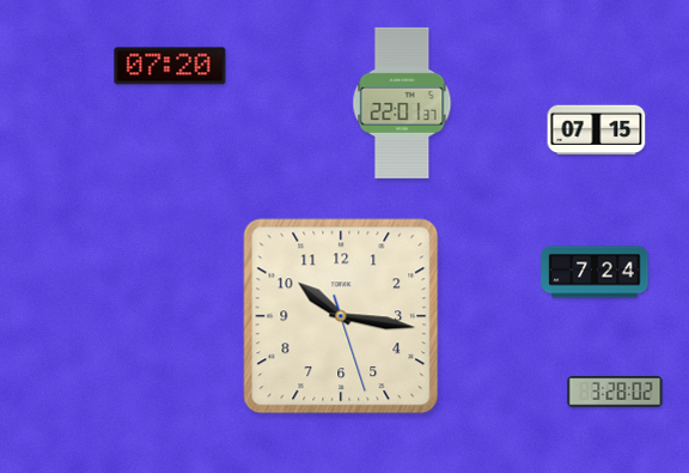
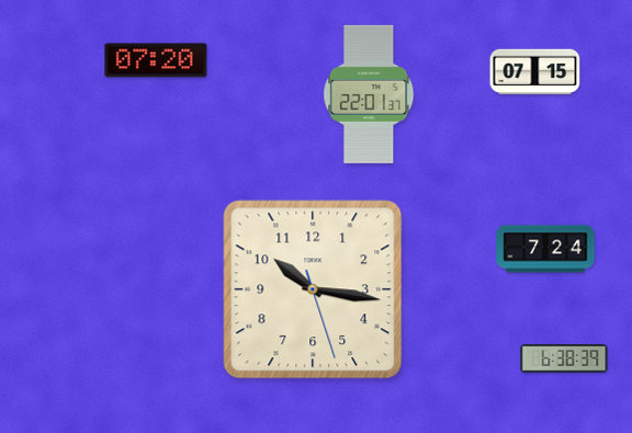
clock at (597, 131) position: (597, 131) -> (535, 72)
clock at (615, 392): 3:28 -> 6:38
